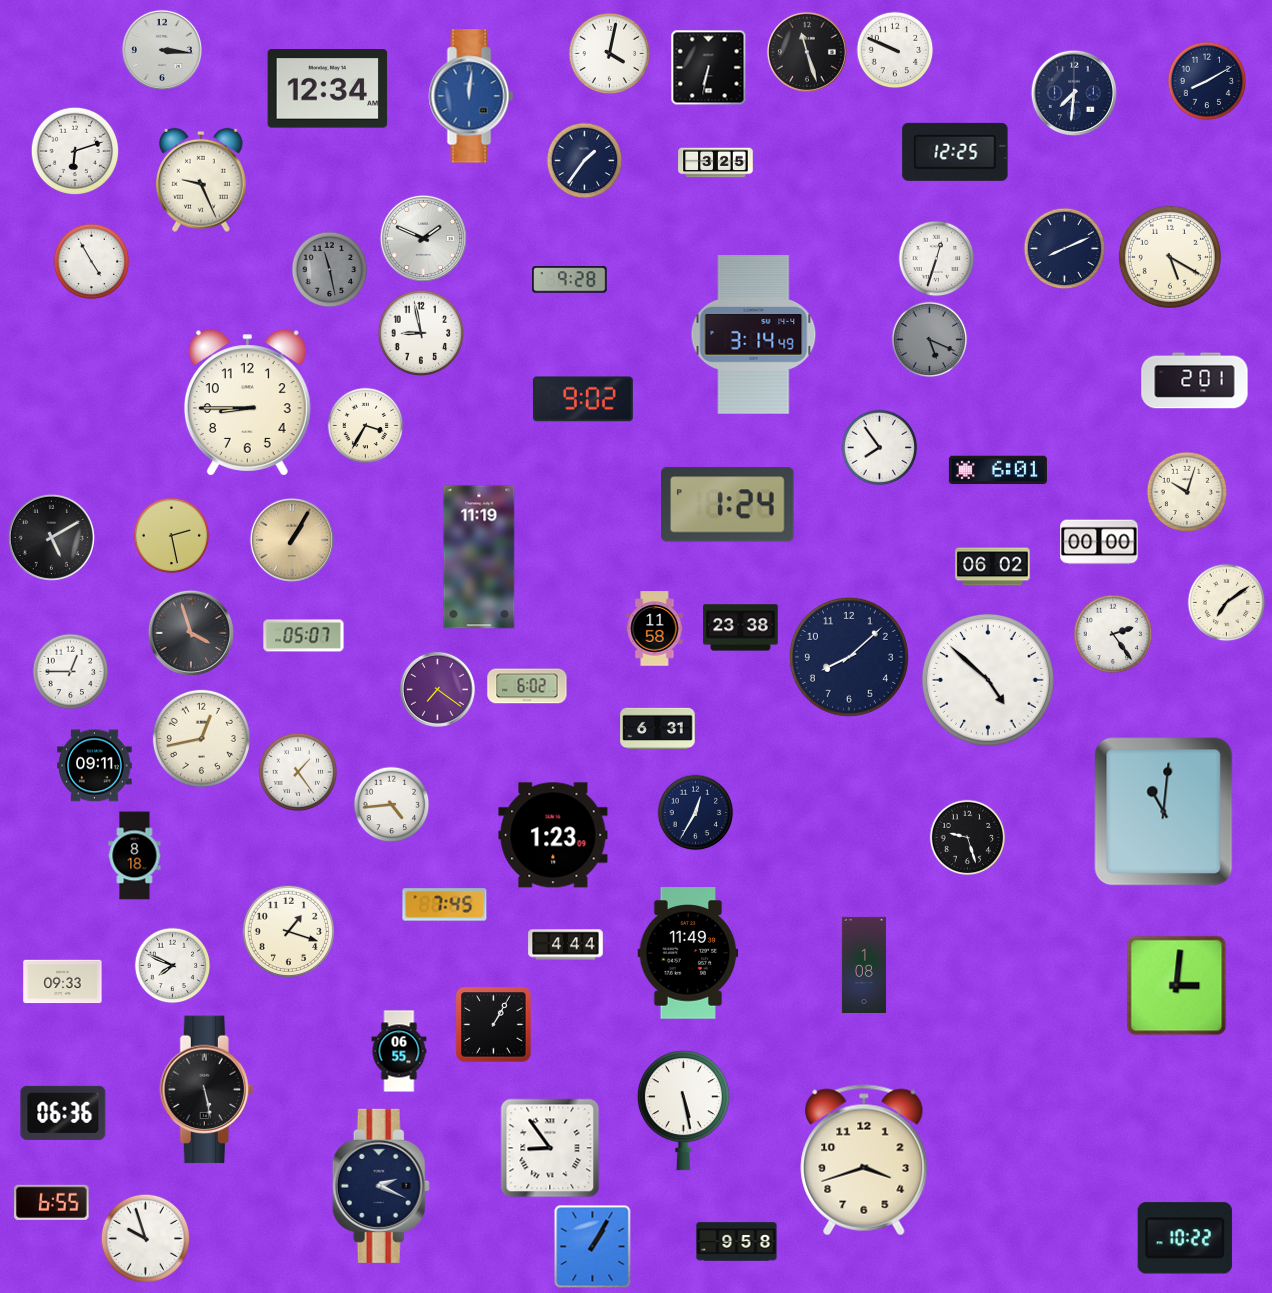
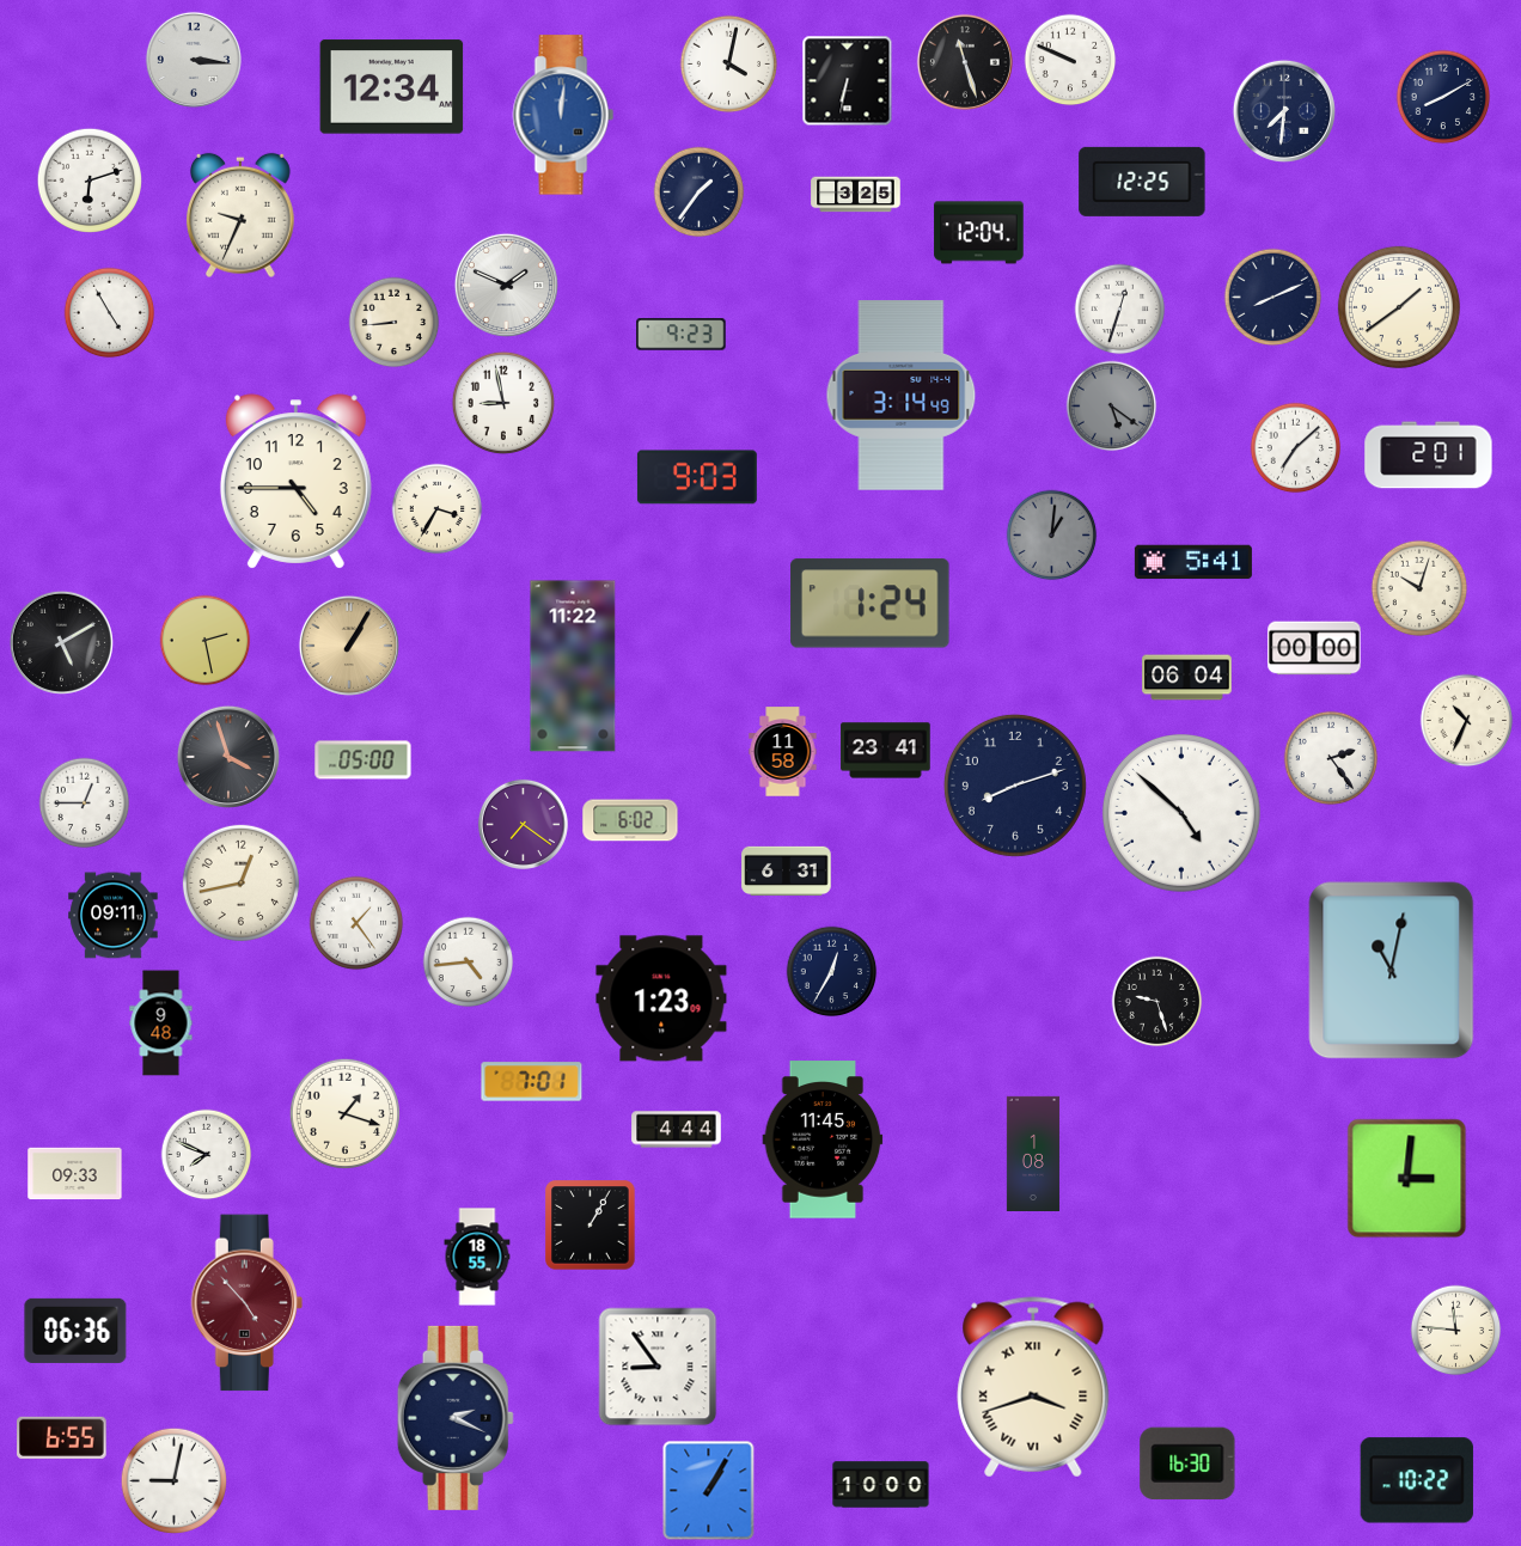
clock at (328, 89) position: (328, 89) -> (392, 87)
clock at (201, 180): 9:26 -> 9:34
clock at (979, 233): none -> 12:04
clock at (1170, 257): 5:20 -> 1:39
clock at (330, 270): 11:28 -> 8:44
clock at (330, 270) dial: grey -> cream
clock at (570, 280): 9:28 -> 9:23
clock at (421, 333) position: (421, 333) -> (503, 403)
clock at (754, 335) position: (754, 335) -> (902, 396)
clock at (930, 340): 5:19 -> 5:21
clock at (1296, 448): none -> 7:08
clock at (583, 399): 9:02 -> 9:03
clock at (247, 403): 8:45 -> 4:45
clock at (880, 448): 7:54 -> 1:01
clock at (880, 448) dial: white -> grey
clock at (998, 470): 6:01 -> 5:41
clock at (479, 557): 11:19 -> 11:22
clock at (993, 567): 06:02 -> 06:04
clock at (1227, 603): 7:09 -> 10:34
clock at (741, 628): 23:38 -> 23:41
clock at (304, 636): 05:07 -> 05:00
clock at (849, 657): 8:08 -> 8:12
clock at (1164, 812): 11:01 -> 11:02
clock at (135, 856): 8:18 -> 9:48
clock at (445, 905): 7:45 -> 7:01
clock at (688, 953): 11:49 -> 11:45
clock at (399, 1051): 06:55 -> 18:55
clock at (206, 1090): 5:28 -> 4:53
clock at (206, 1090) dial: black -> burgundy
clock at (683, 1111): 5:28 -> none
clock at (1456, 1331): none -> 11:46
clock at (550, 1148) position: (550, 1148) -> (658, 1367)
clock at (864, 1160) numerals: Arabic -> Roman
clock at (1187, 1463): none -> 16:30
clock at (145, 1238): 9:57 -> 9:02
clock at (737, 1242): 9:58 -> 10:00
